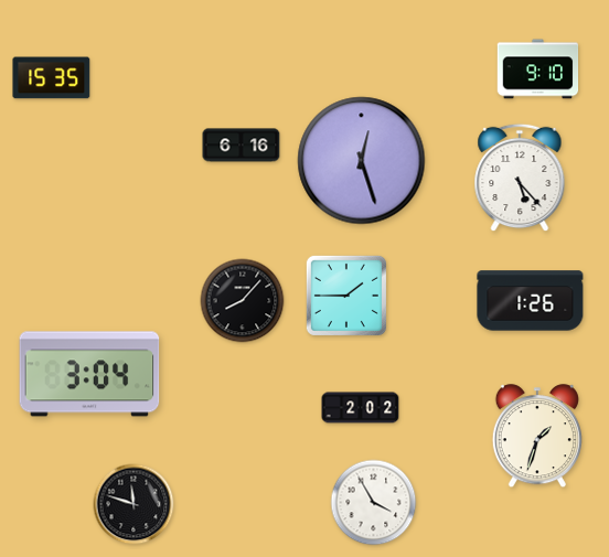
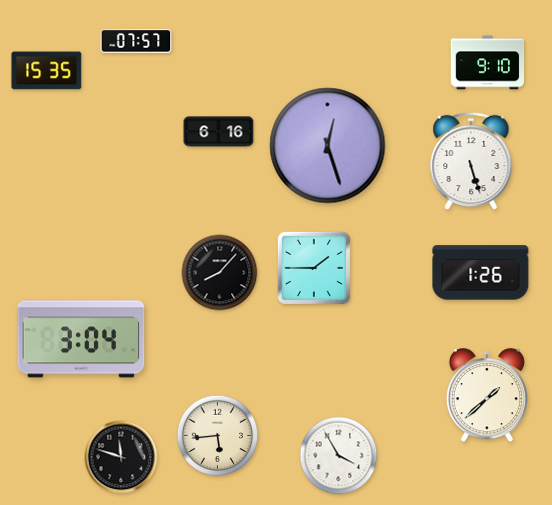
clock at (136, 41): none -> 07:57
clock at (520, 178): 5:23 -> 5:27
clock at (361, 408): 2:02 -> none
clock at (537, 437): 1:33 -> 1:38
clock at (218, 436): none -> 5:44
